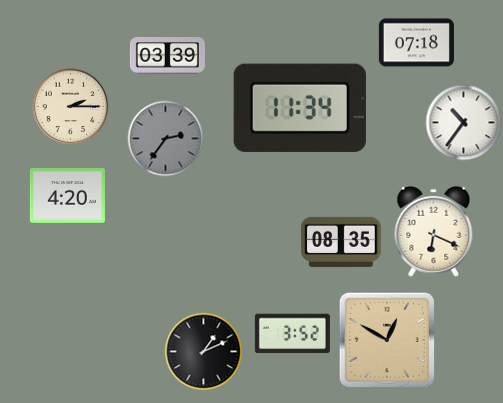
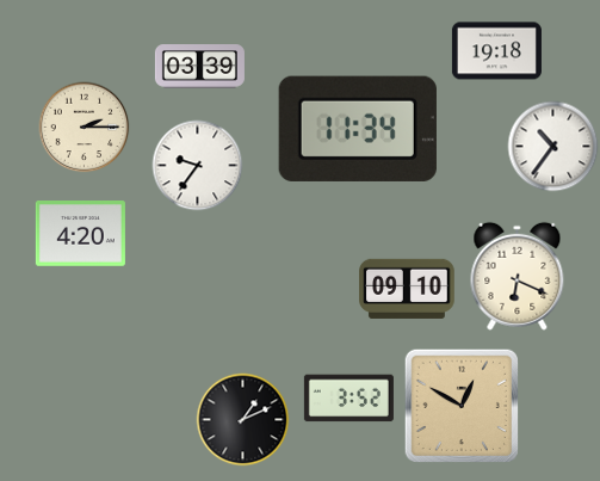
clock at (416, 43): 07:18 -> 19:18
clock at (166, 139): 2:36 -> 9:36
clock at (166, 139) dial: grey -> white
clock at (341, 242): 08:35 -> 09:10
